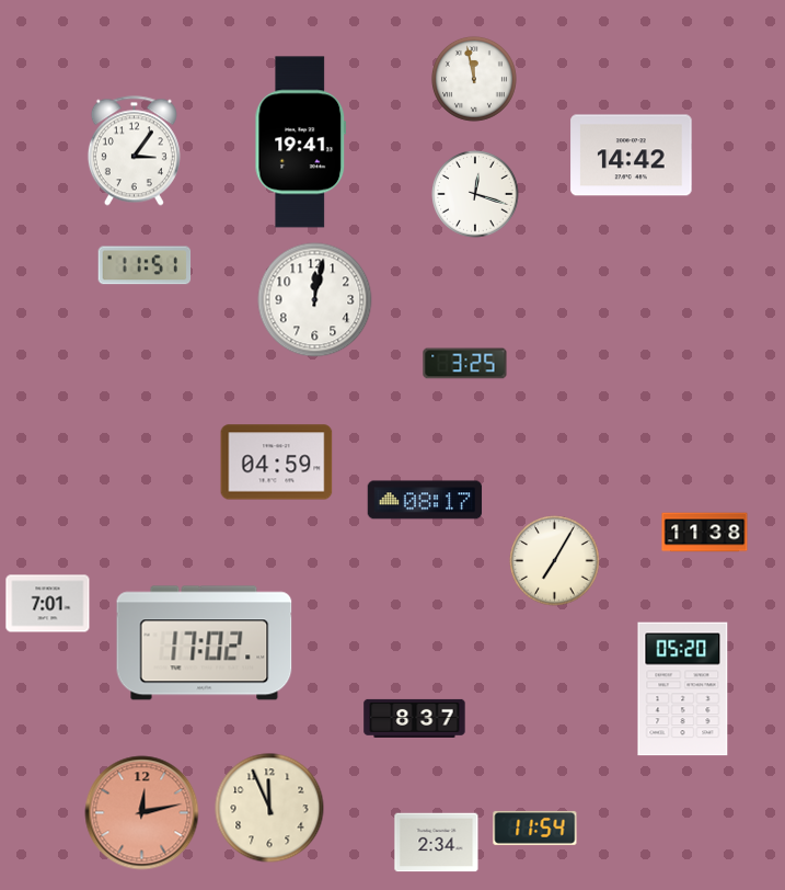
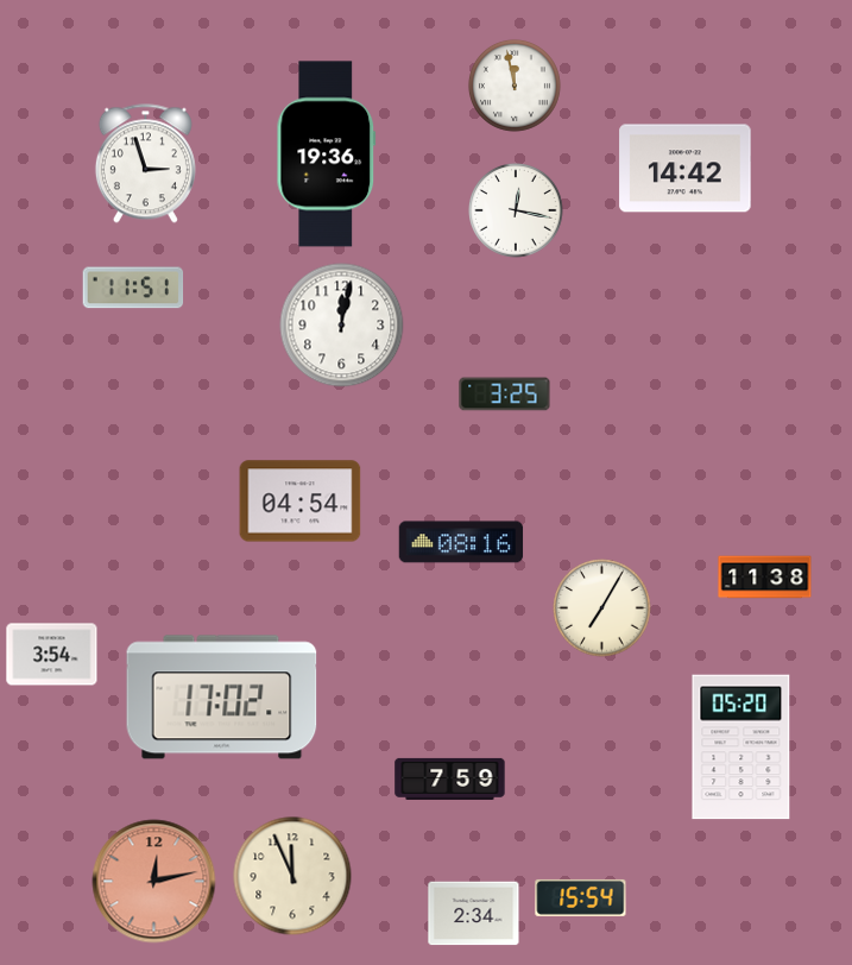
clock at (301, 142): 19:41 -> 19:36
clock at (134, 151): 3:06 -> 2:57
clock at (476, 195): 12:18 -> 12:17
clock at (145, 265) position: (145, 265) -> (133, 288)
clock at (277, 463): 04:59 -> 04:54
clock at (425, 500): 08:17 -> 08:16
clock at (48, 604): 7:01 -> 3:54
clock at (415, 718): 8:37 -> 7:59
clock at (535, 828): 11:54 -> 15:54
